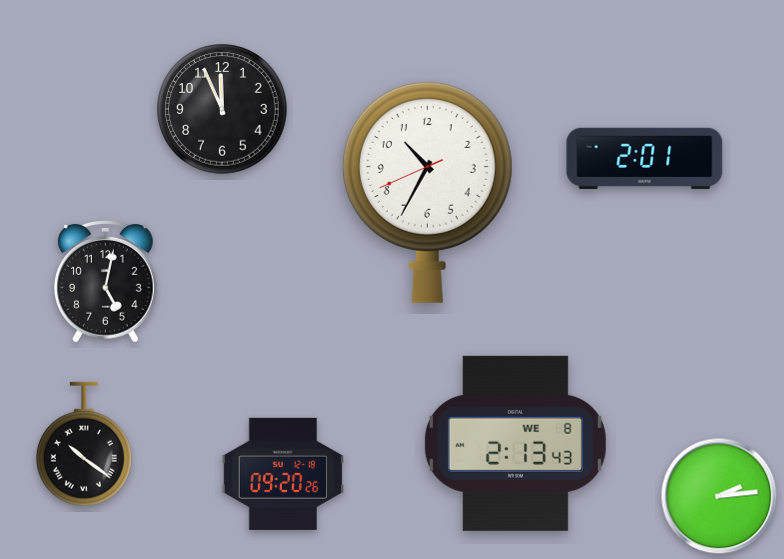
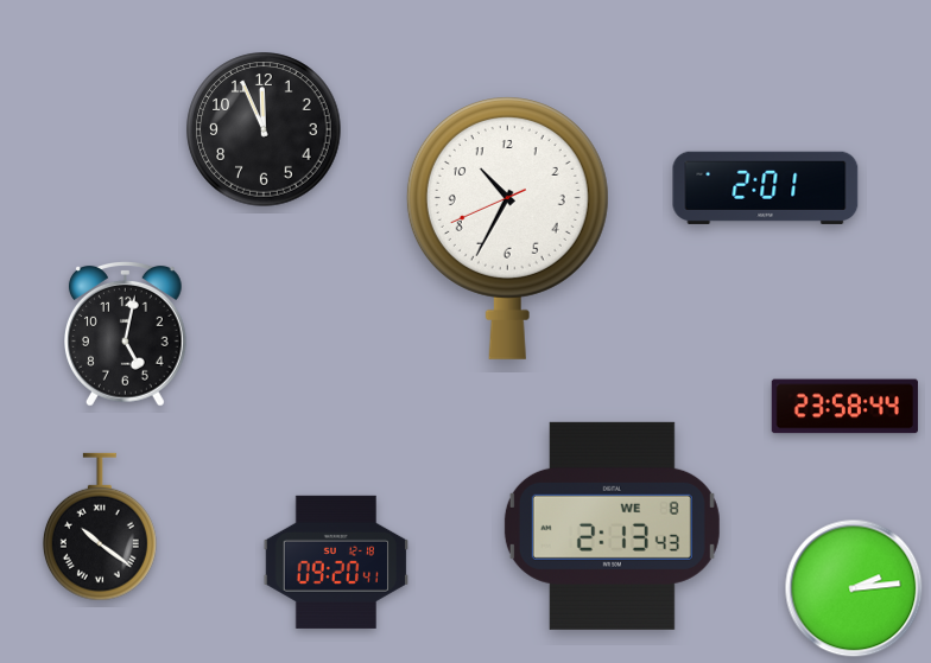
clock at (844, 407): none -> 23:58
clock at (282, 474): 09:20:26 -> 09:20:41
